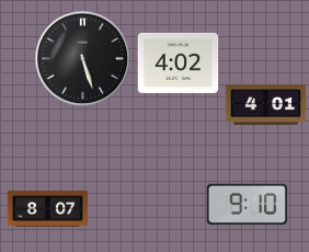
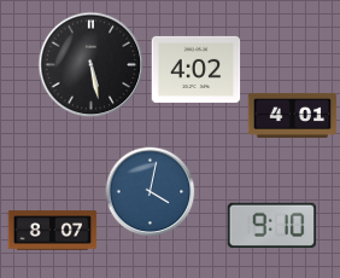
clock at (83, 59): 5:27 -> 5:28
clock at (151, 192): none -> 4:02
